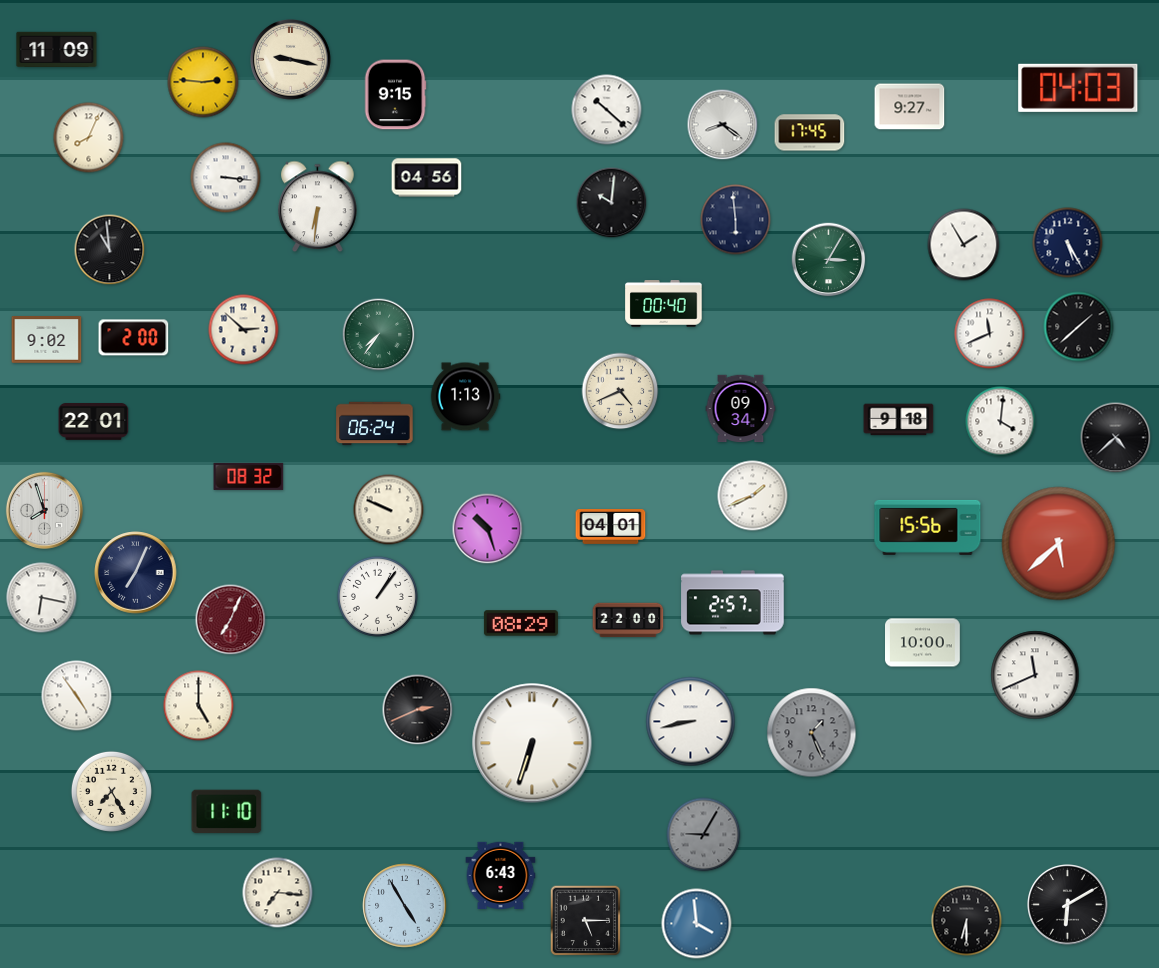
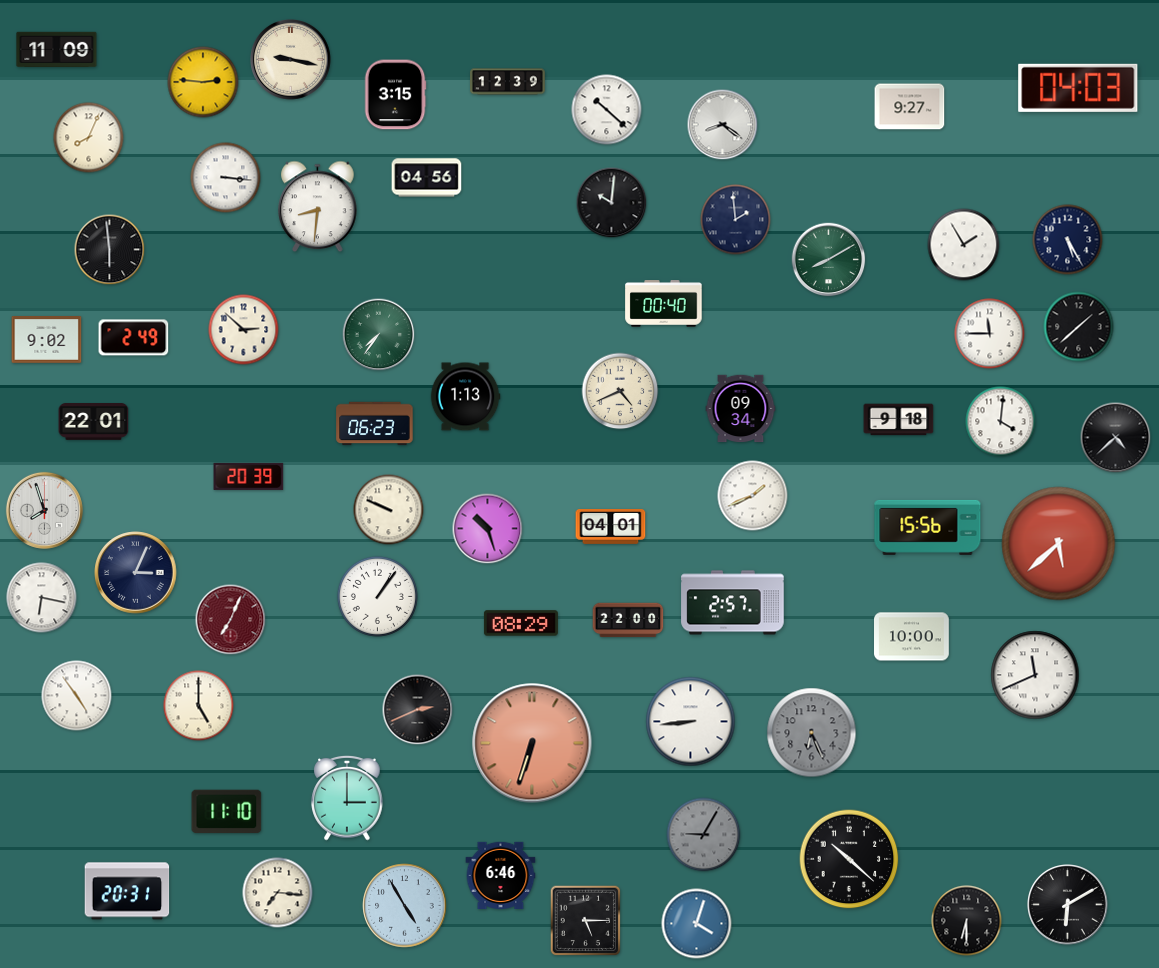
clock at (508, 82): none -> 12:39
clock at (395, 95): 9:15 -> 3:15
clock at (810, 133): 17:45 -> none
clock at (318, 207): 6:31 -> 8:31
clock at (736, 220): 5:59 -> 1:59
clock at (1068, 243) position: (1068, 243) -> (1068, 240)
clock at (110, 250): 10:59 -> 5:59
clock at (829, 260): 3:05 -> 8:10
clock at (990, 334): 11:41 -> 11:45
clock at (134, 338): 2:00 -> 2:49
clock at (375, 424): 06:24 -> 06:23
clock at (249, 476): 08:32 -> 20:39
clock at (136, 573): 7:04 -> 3:04
clock at (923, 643) position: (923, 643) -> (912, 637)
clock at (691, 722): 8:43 -> 8:44
clock at (812, 733): 1:26 -> 6:26
clock at (532, 743) dial: white -> salmon
clock at (111, 791): 7:25 -> none
clock at (347, 799): none -> 3:00
clock at (849, 859): none -> 10:22
clock at (501, 875): 6:43 -> 6:46
clock at (127, 891): none -> 20:31
clock at (697, 924): 3:59 -> 4:03
